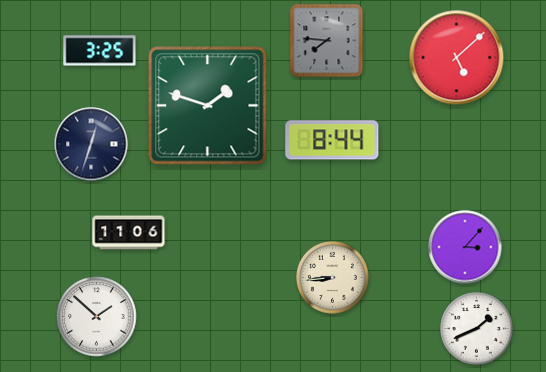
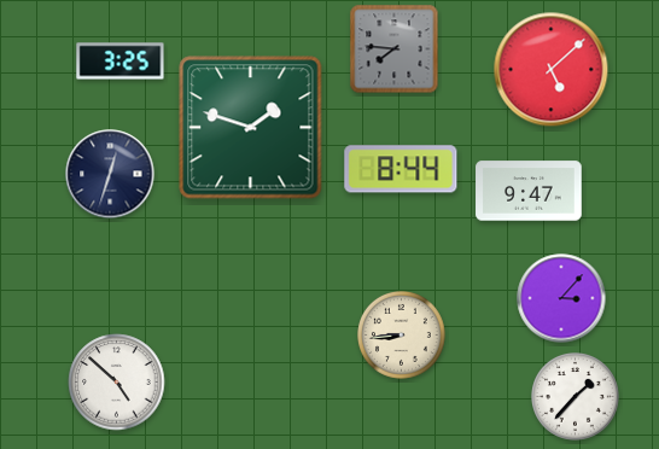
clock at (529, 191): none -> 9:47
clock at (129, 233): 11:06 -> none
clock at (97, 317): 1:52 -> 4:52
clock at (477, 329): 1:41 -> 1:37
